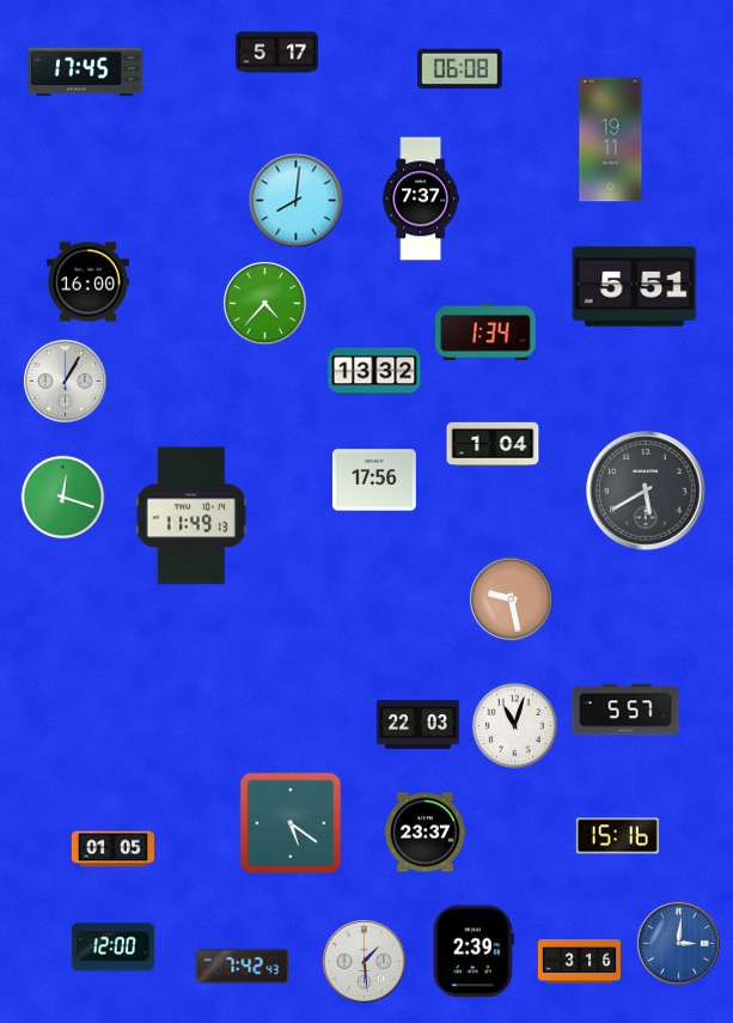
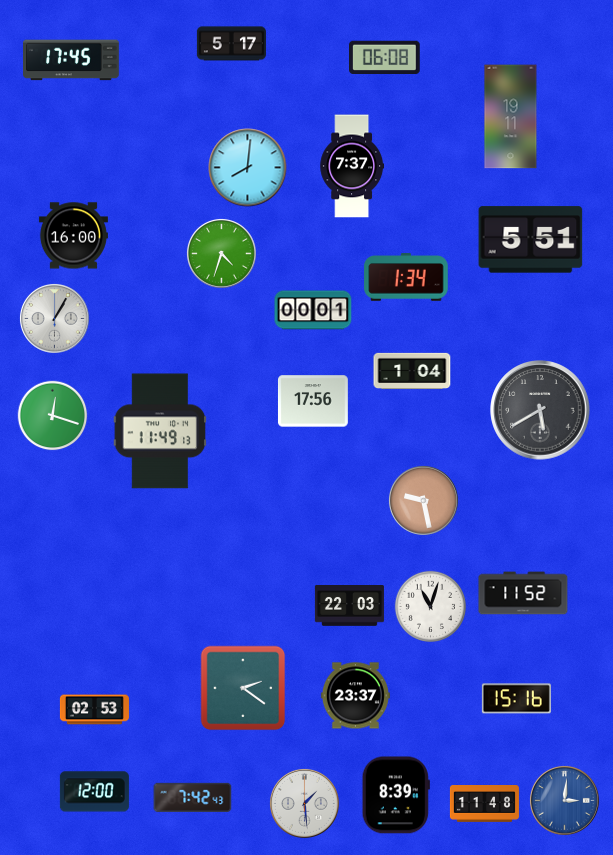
clock at (265, 304): 4:37 -> 4:33
clock at (374, 371): 13:32 -> 00:01
clock at (512, 599) position: (512, 599) -> (424, 501)
clock at (625, 710): 5:57 -> 11:52
clock at (291, 823): 5:21 -> 2:21
clock at (112, 850): 01:05 -> 02:53
clock at (679, 944) position: (679, 944) -> (565, 801)
clock at (474, 951): 2:39 -> 8:39
clock at (579, 962): 3:16 -> 11:48
clock at (243, 966) position: (243, 966) -> (193, 797)
